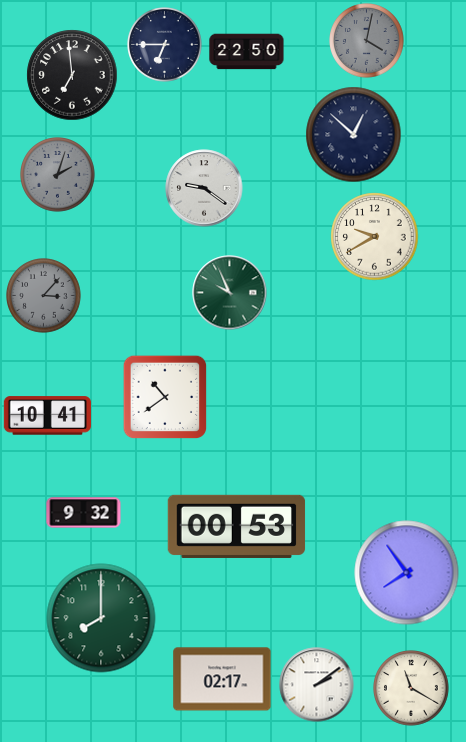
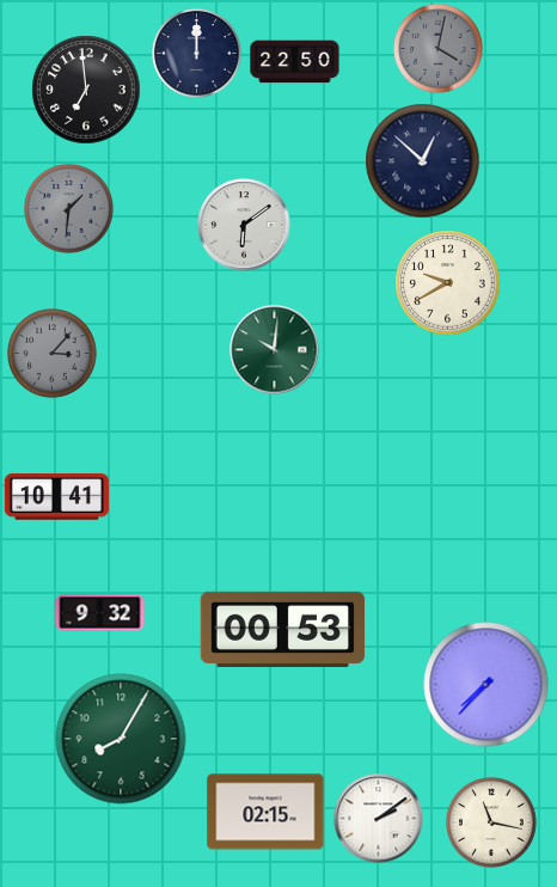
clock at (165, 45): 6:45 -> 12:00
clock at (58, 175): 2:03 -> 1:31
clock at (204, 188): 9:21 -> 6:09
clock at (230, 293): 9:56 -> 10:01
clock at (165, 397): 10:39 -> none
clock at (407, 573): 7:54 -> 7:37
clock at (101, 618): 8:00 -> 8:05
clock at (222, 679): 02:17 -> 02:15
clock at (411, 688): 11:20 -> 11:17
